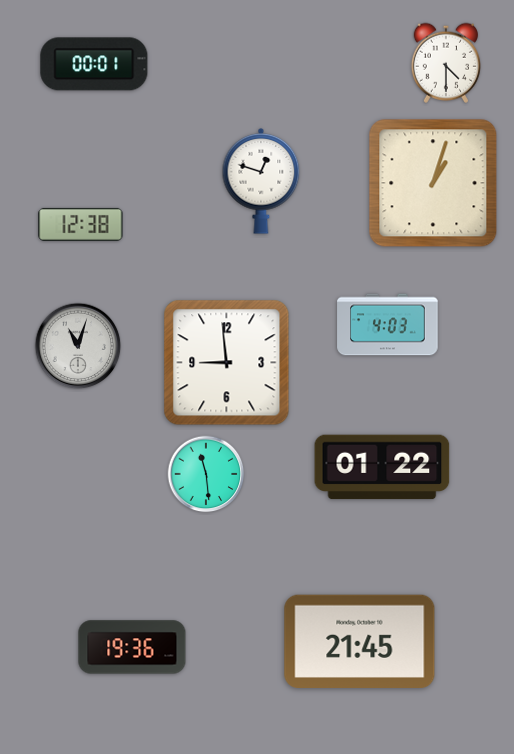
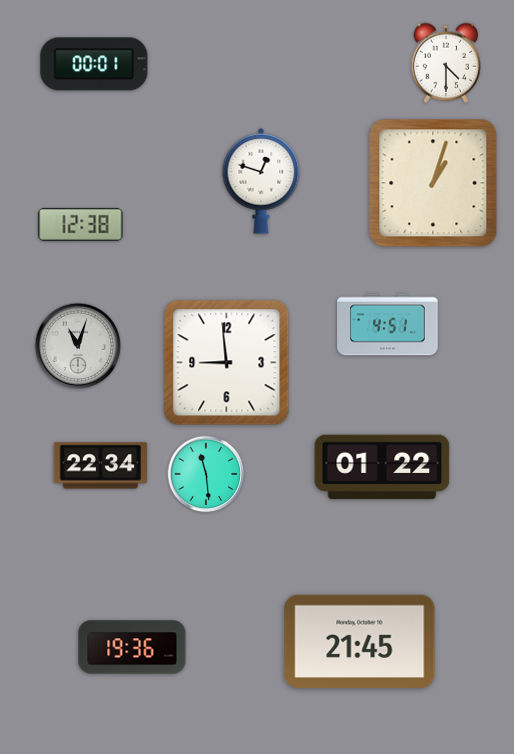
clock at (388, 325): 4:03 -> 4:51
clock at (101, 466): none -> 22:34
